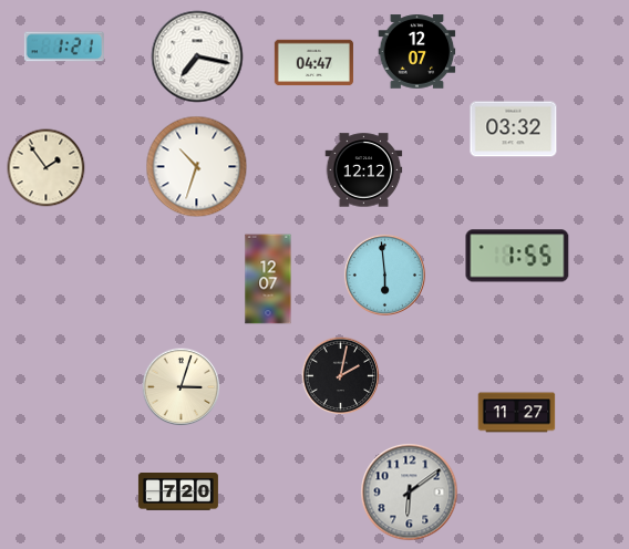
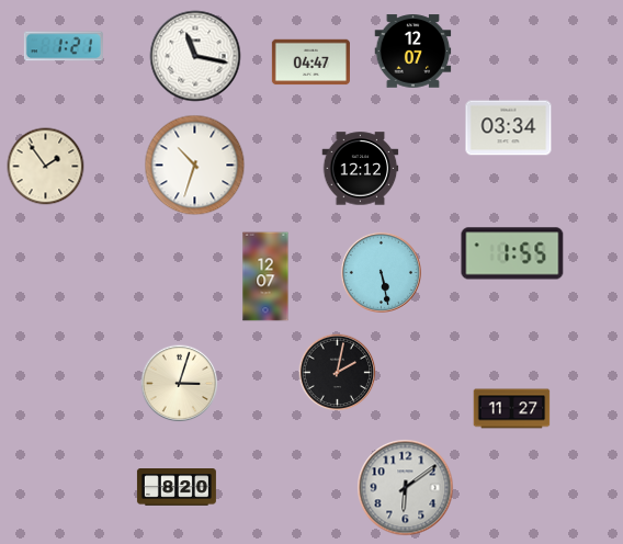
clock at (197, 56): 7:17 -> 11:17
clock at (514, 130): 03:32 -> 03:34
clock at (384, 274): 5:59 -> 5:28
clock at (178, 493): 7:20 -> 8:20
